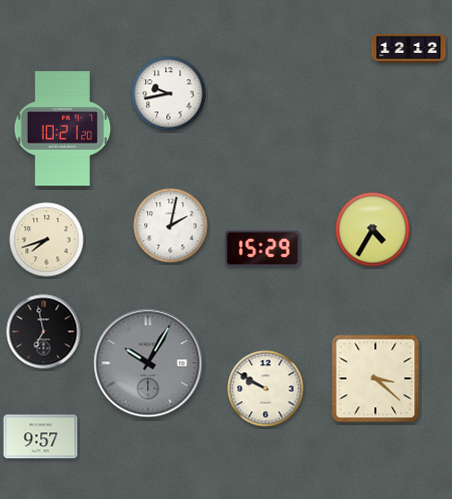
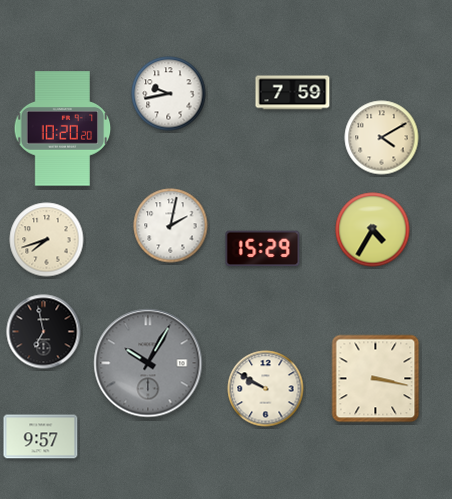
clock at (409, 48): 12:12 -> none
clock at (293, 93): none -> 7:59
clock at (63, 129): 10:21 -> 10:20
clock at (382, 138): none -> 4:10
clock at (376, 379): 3:22 -> 3:17
